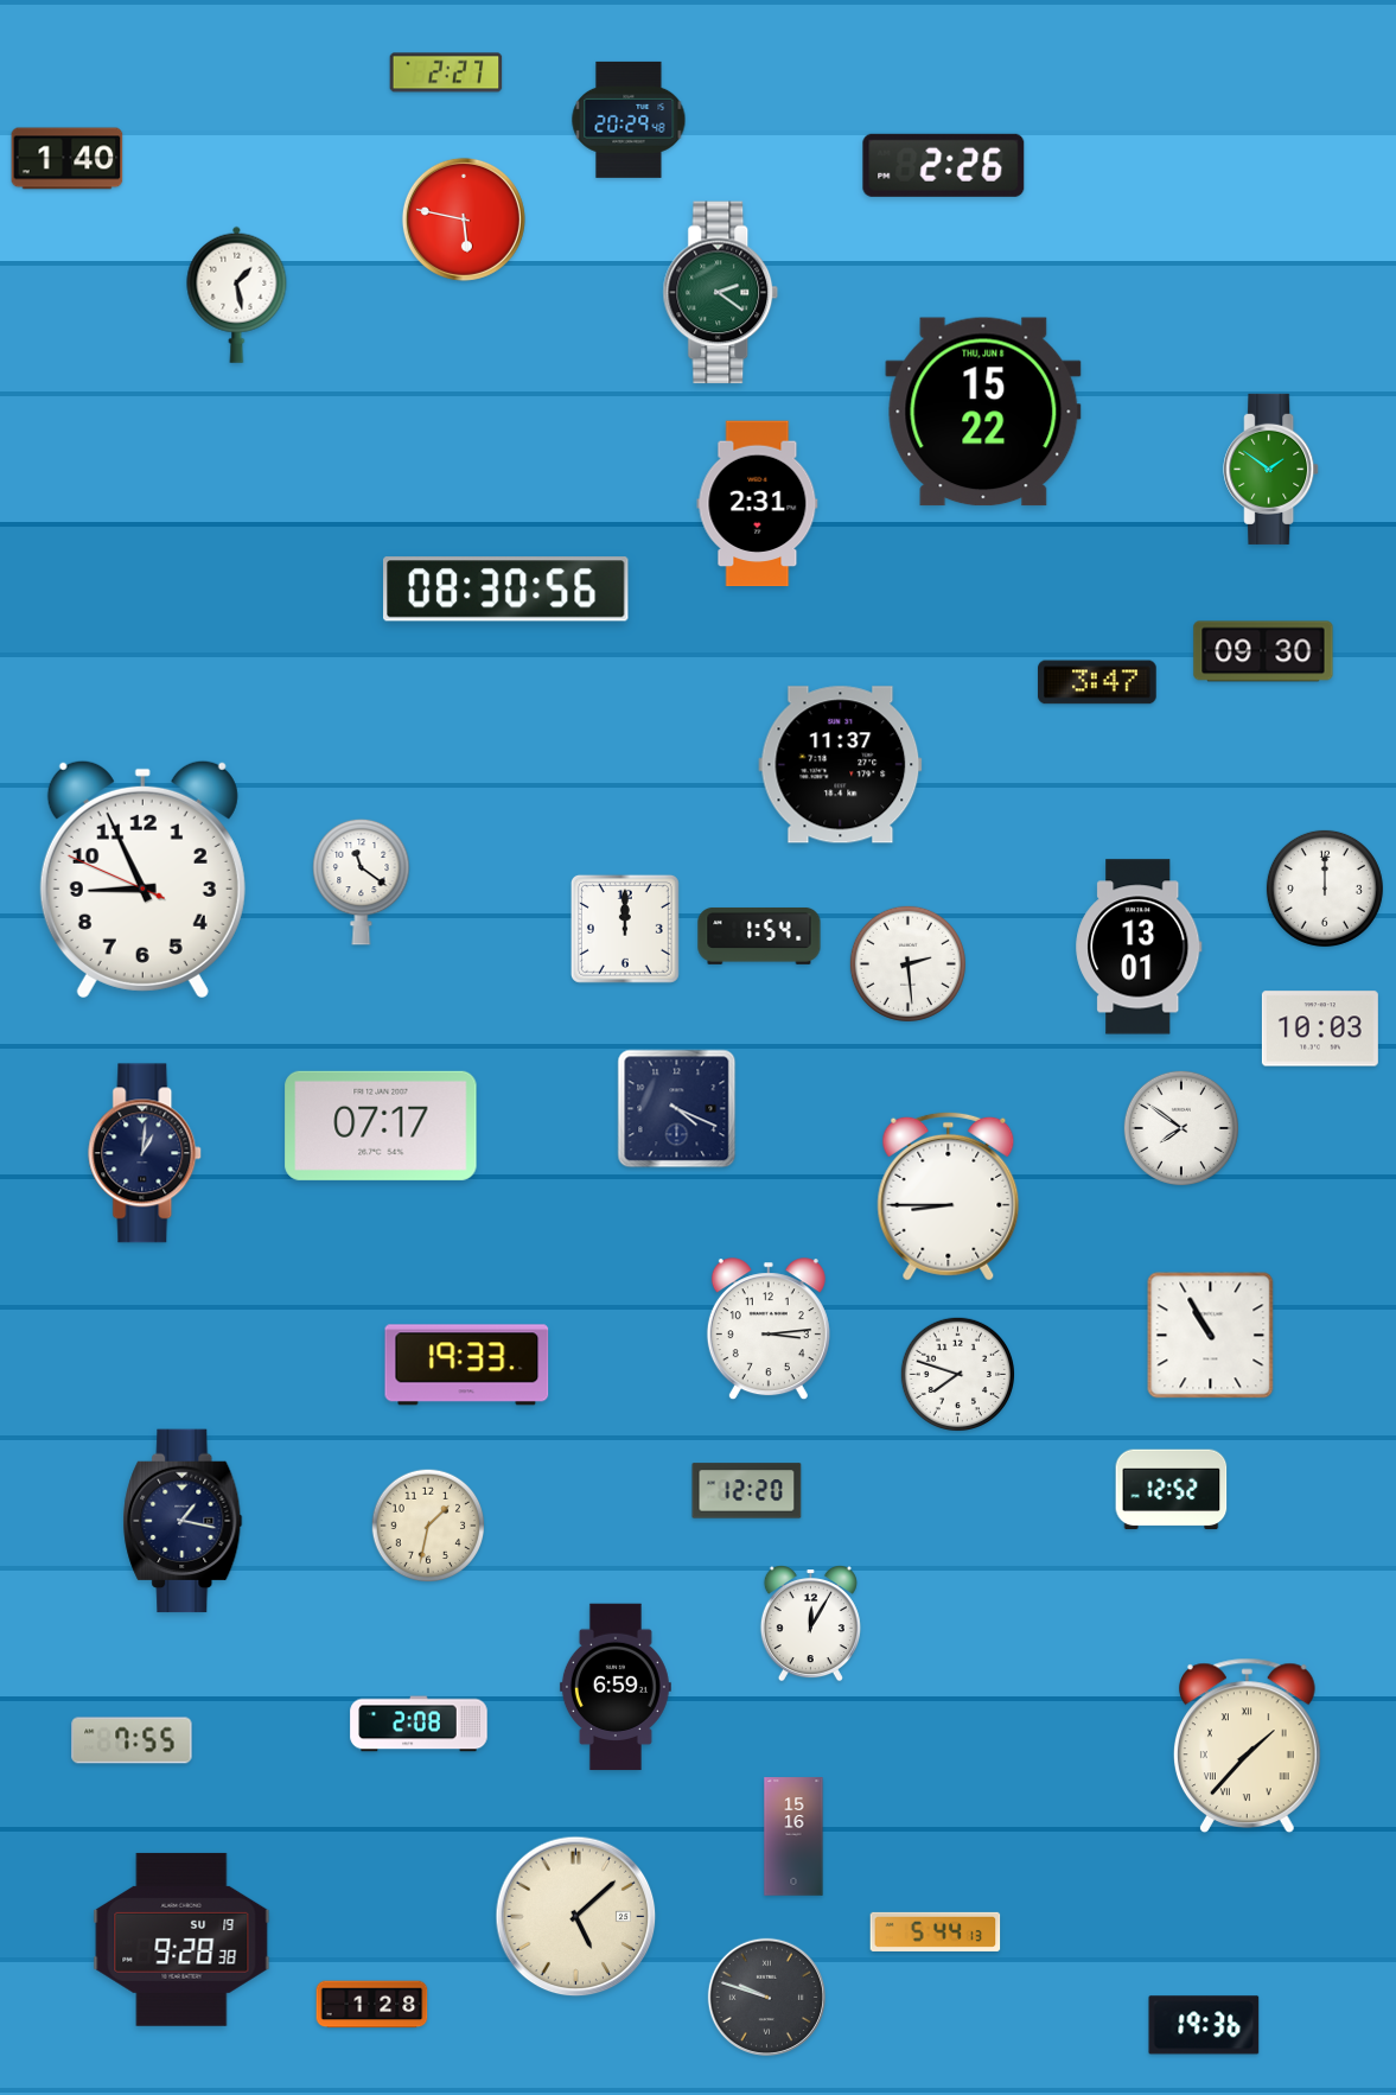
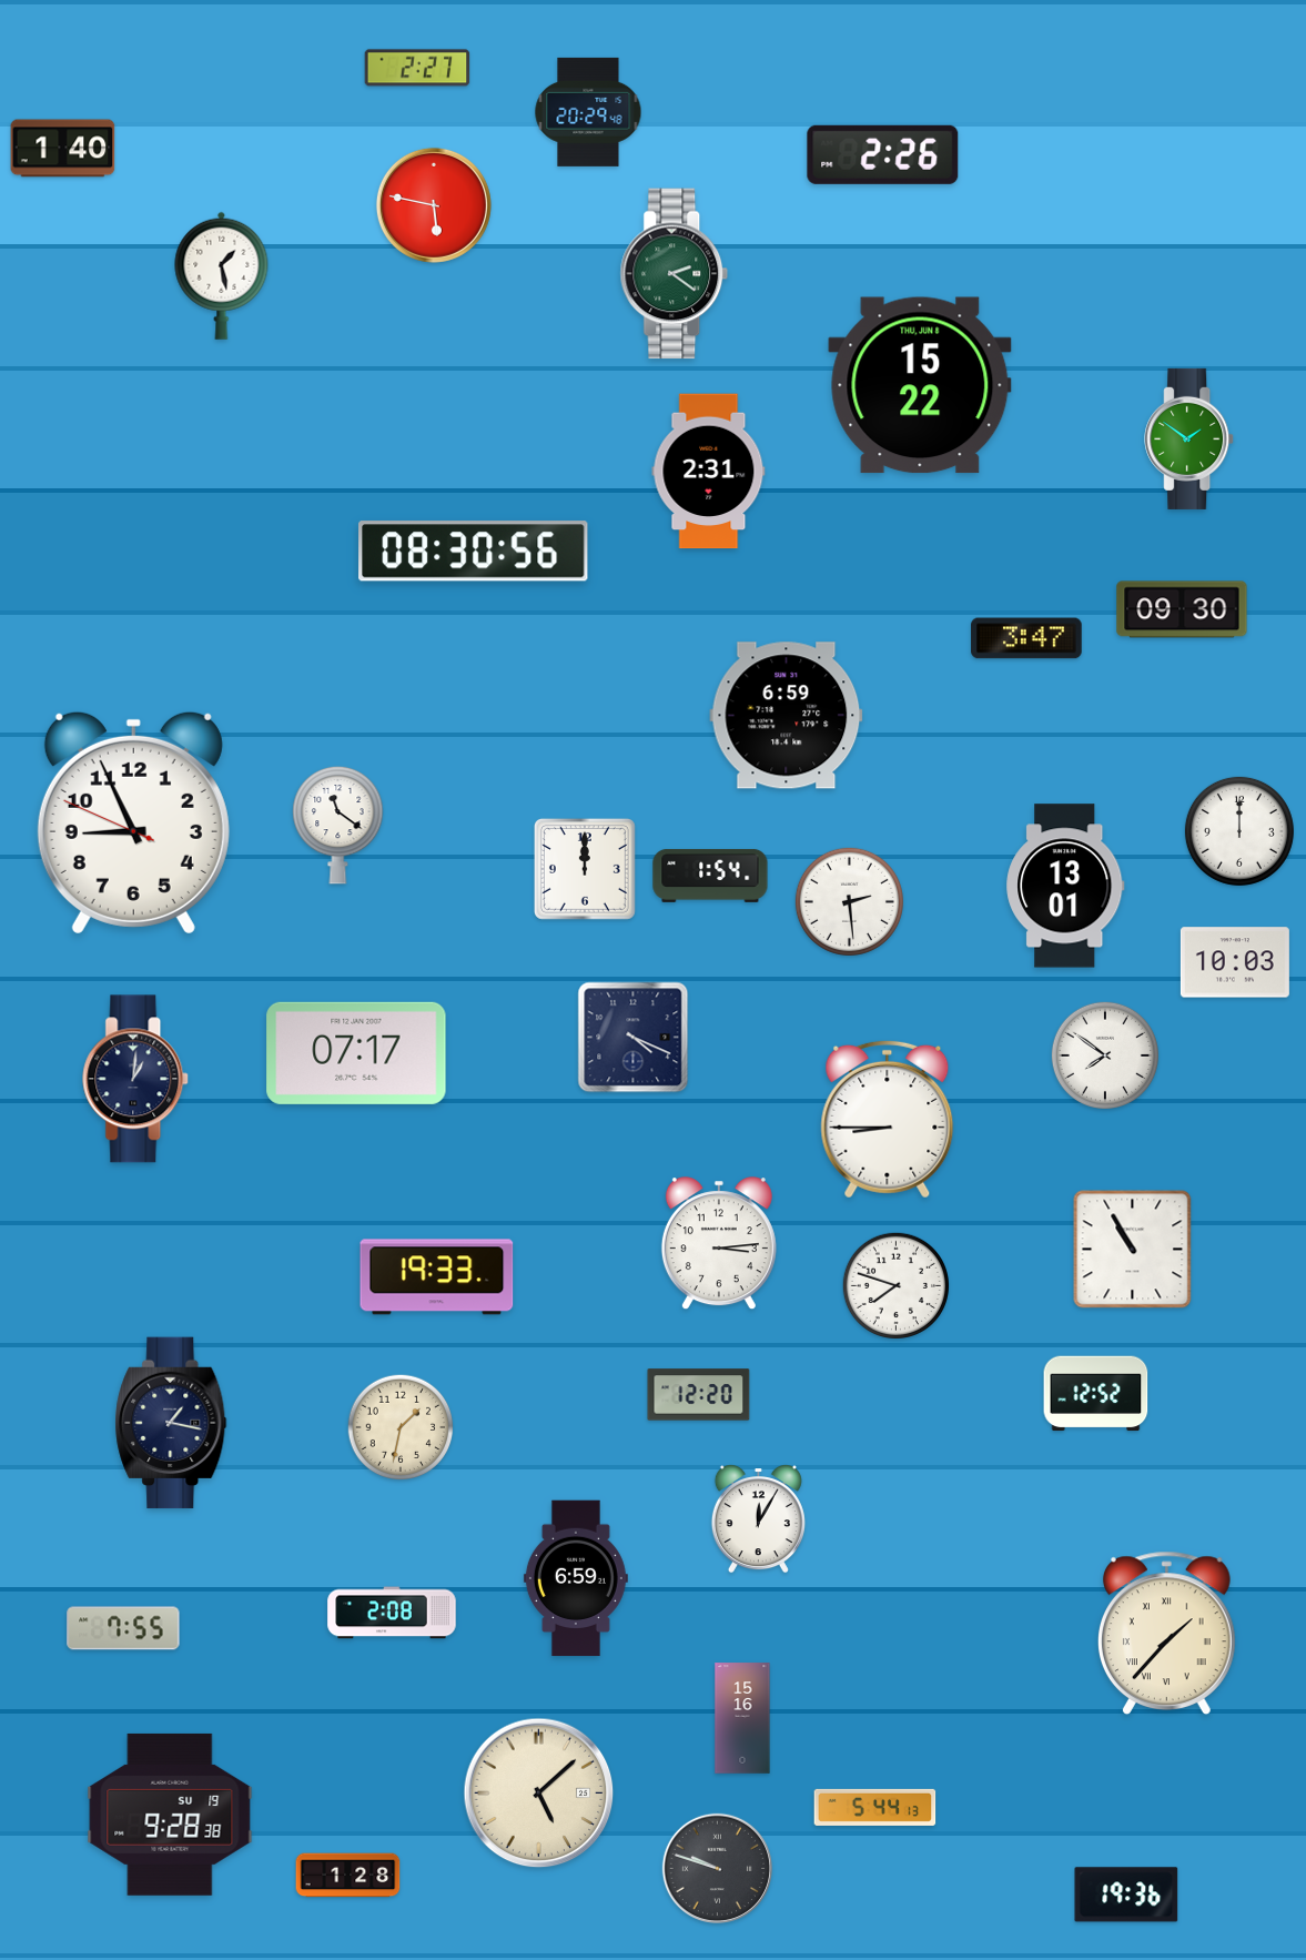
clock at (841, 765): 11:37 -> 6:59
